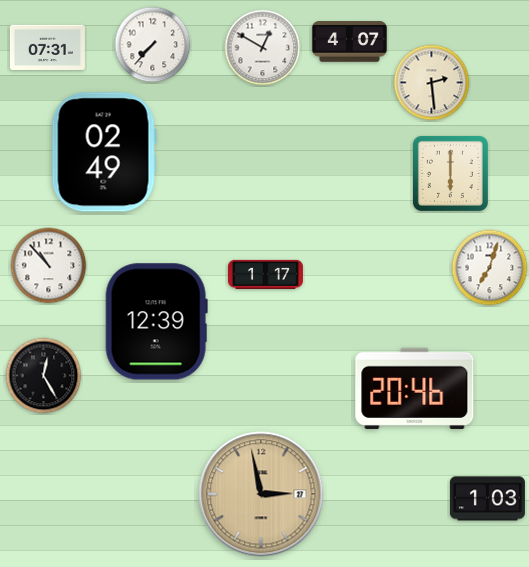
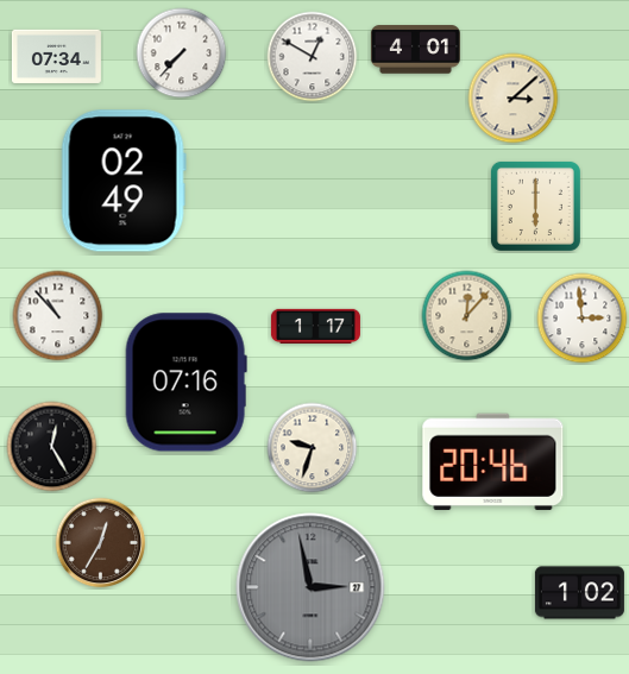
clock at (349, 42): 4:07 -> 4:01
clock at (47, 47): 07:31 -> 07:34
clock at (432, 83): 2:29 -> 3:08
clock at (467, 316): none -> 12:07
clock at (490, 268): 7:03 -> 2:59
clock at (156, 322): 12:39 -> 07:16
clock at (313, 448): none -> 9:33
clock at (101, 543): none -> 12:35
clock at (261, 494) dial: champagne -> grey
clock at (487, 499): 1:03 -> 1:02
